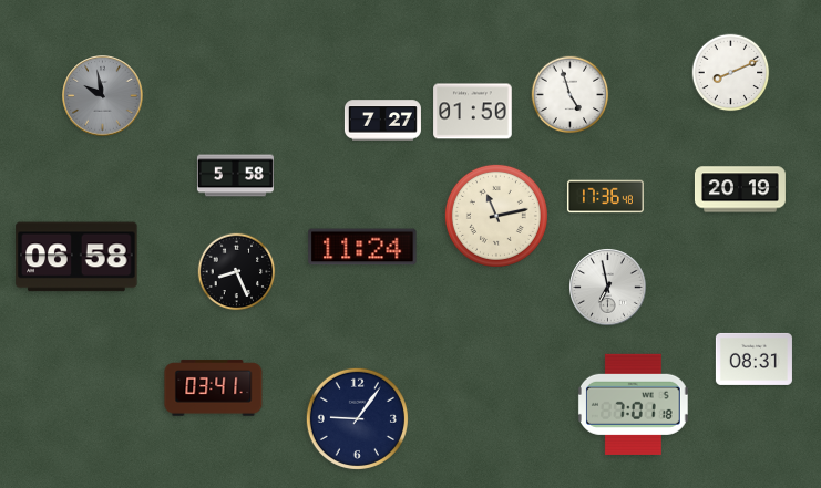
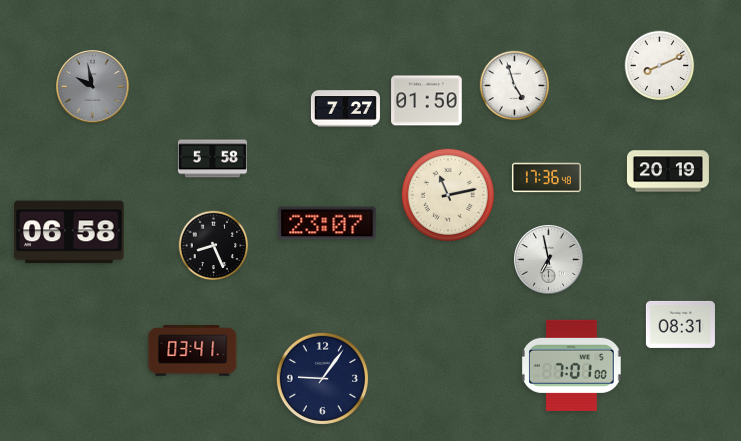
clock at (362, 247): 11:24 -> 23:07
clock at (633, 404): 7:01:18 -> 7:01:00
